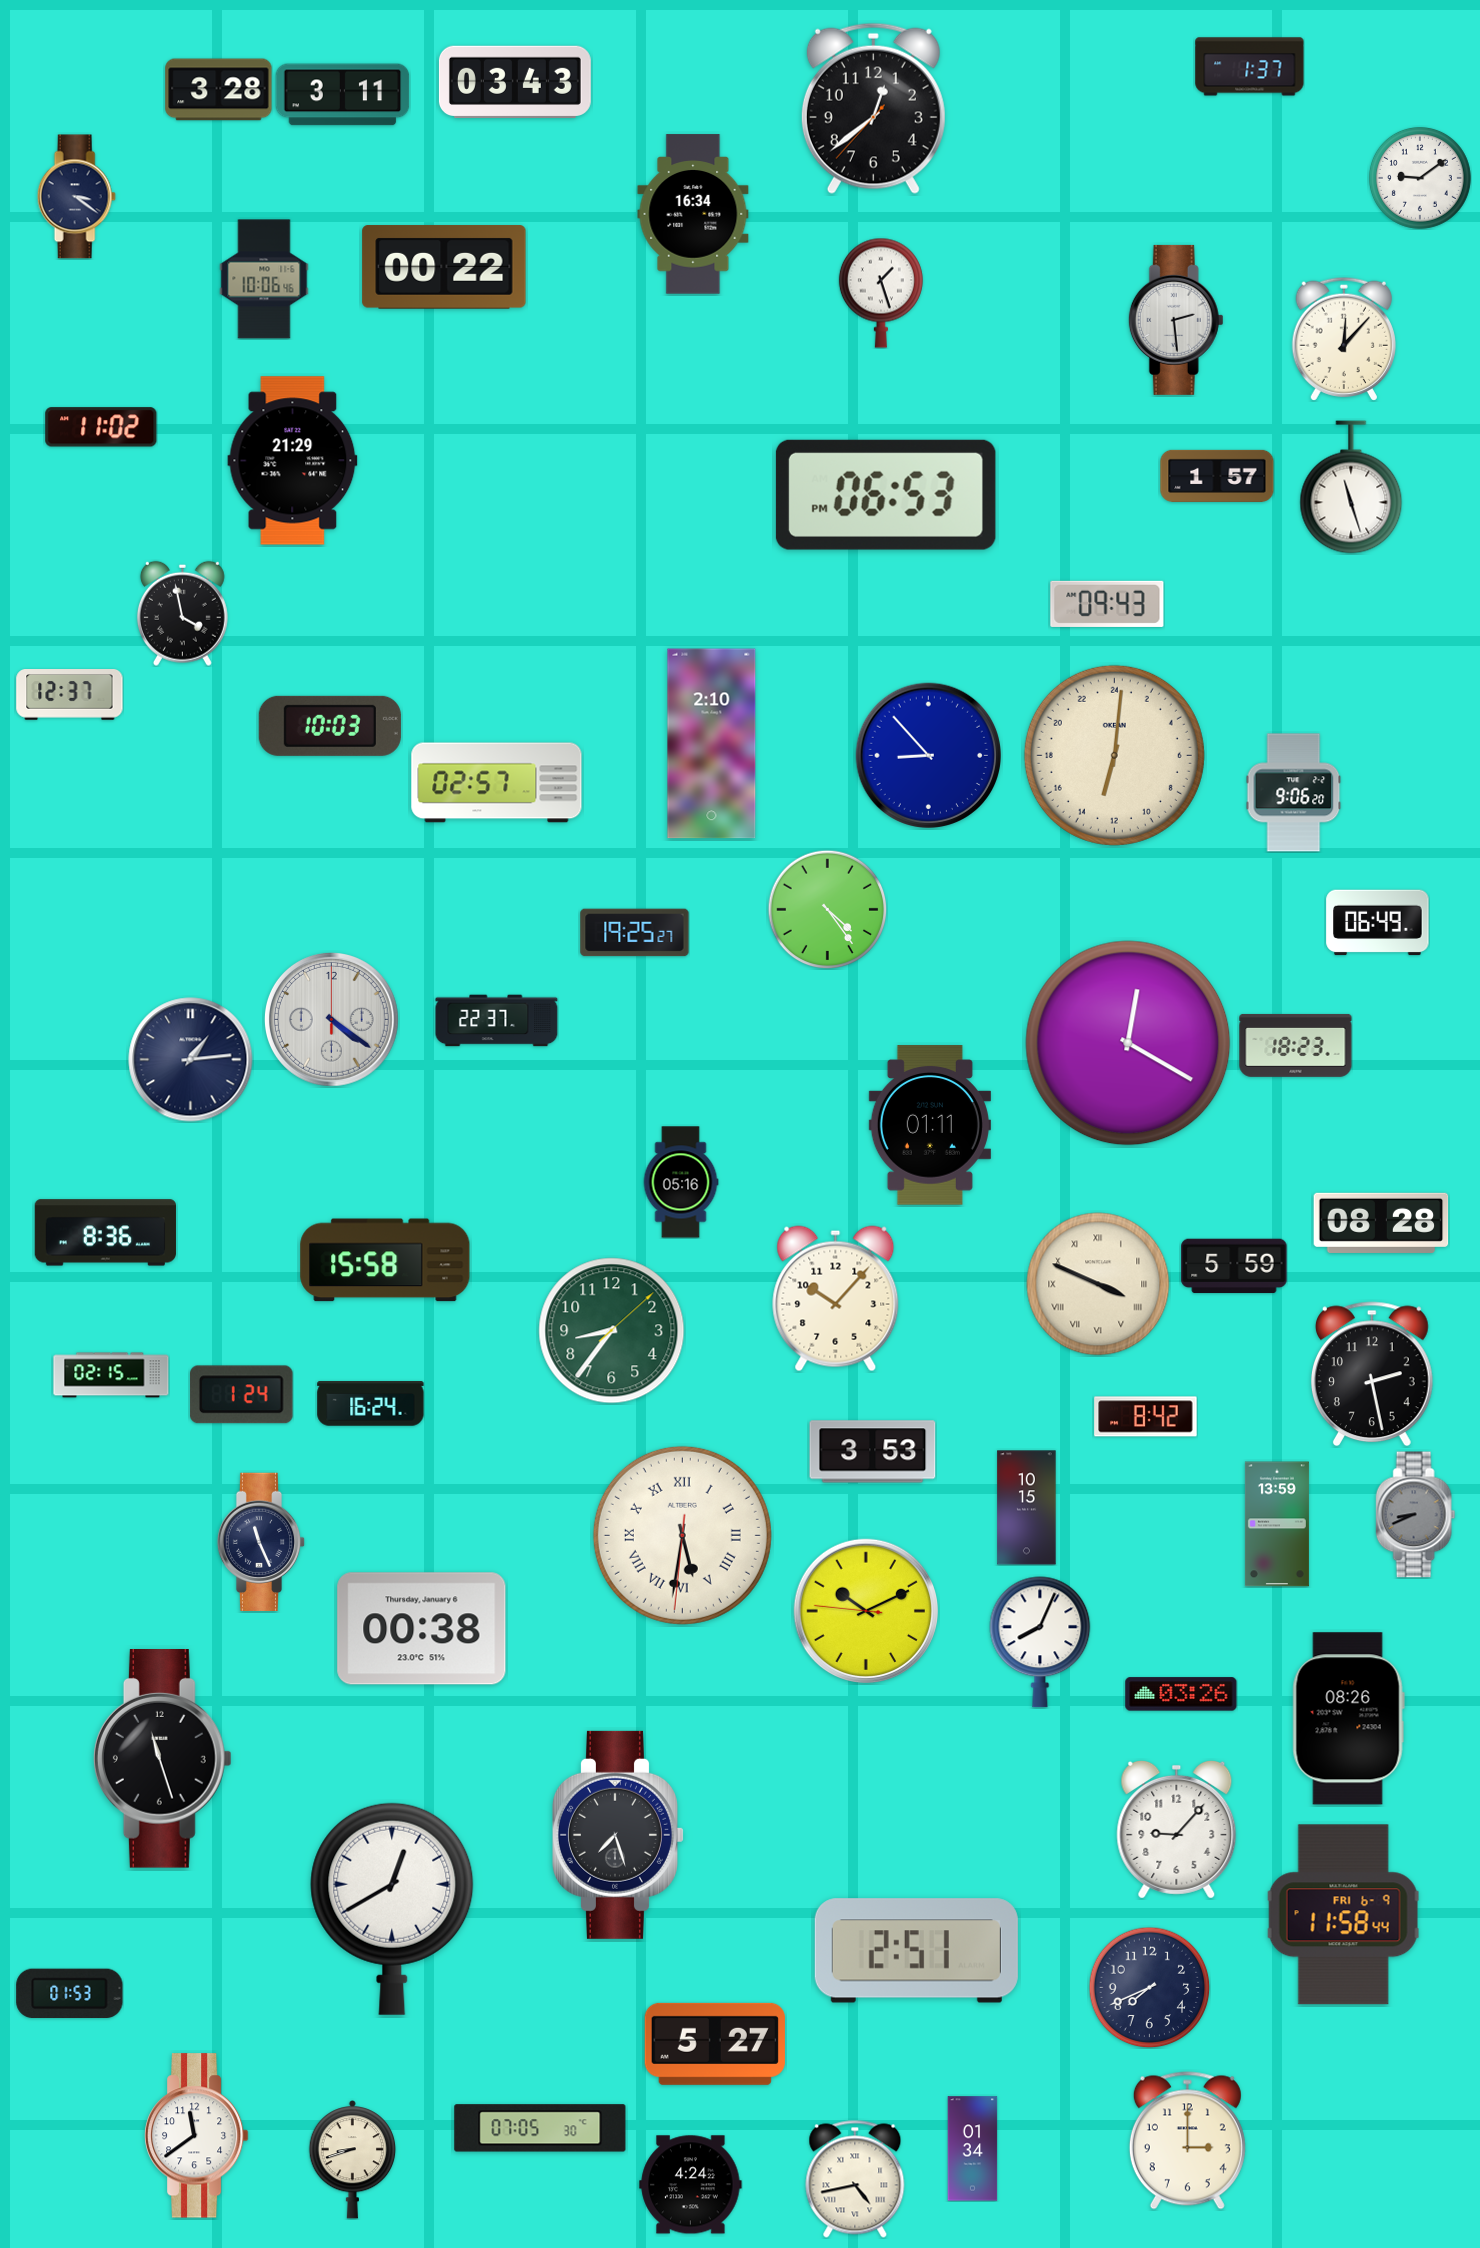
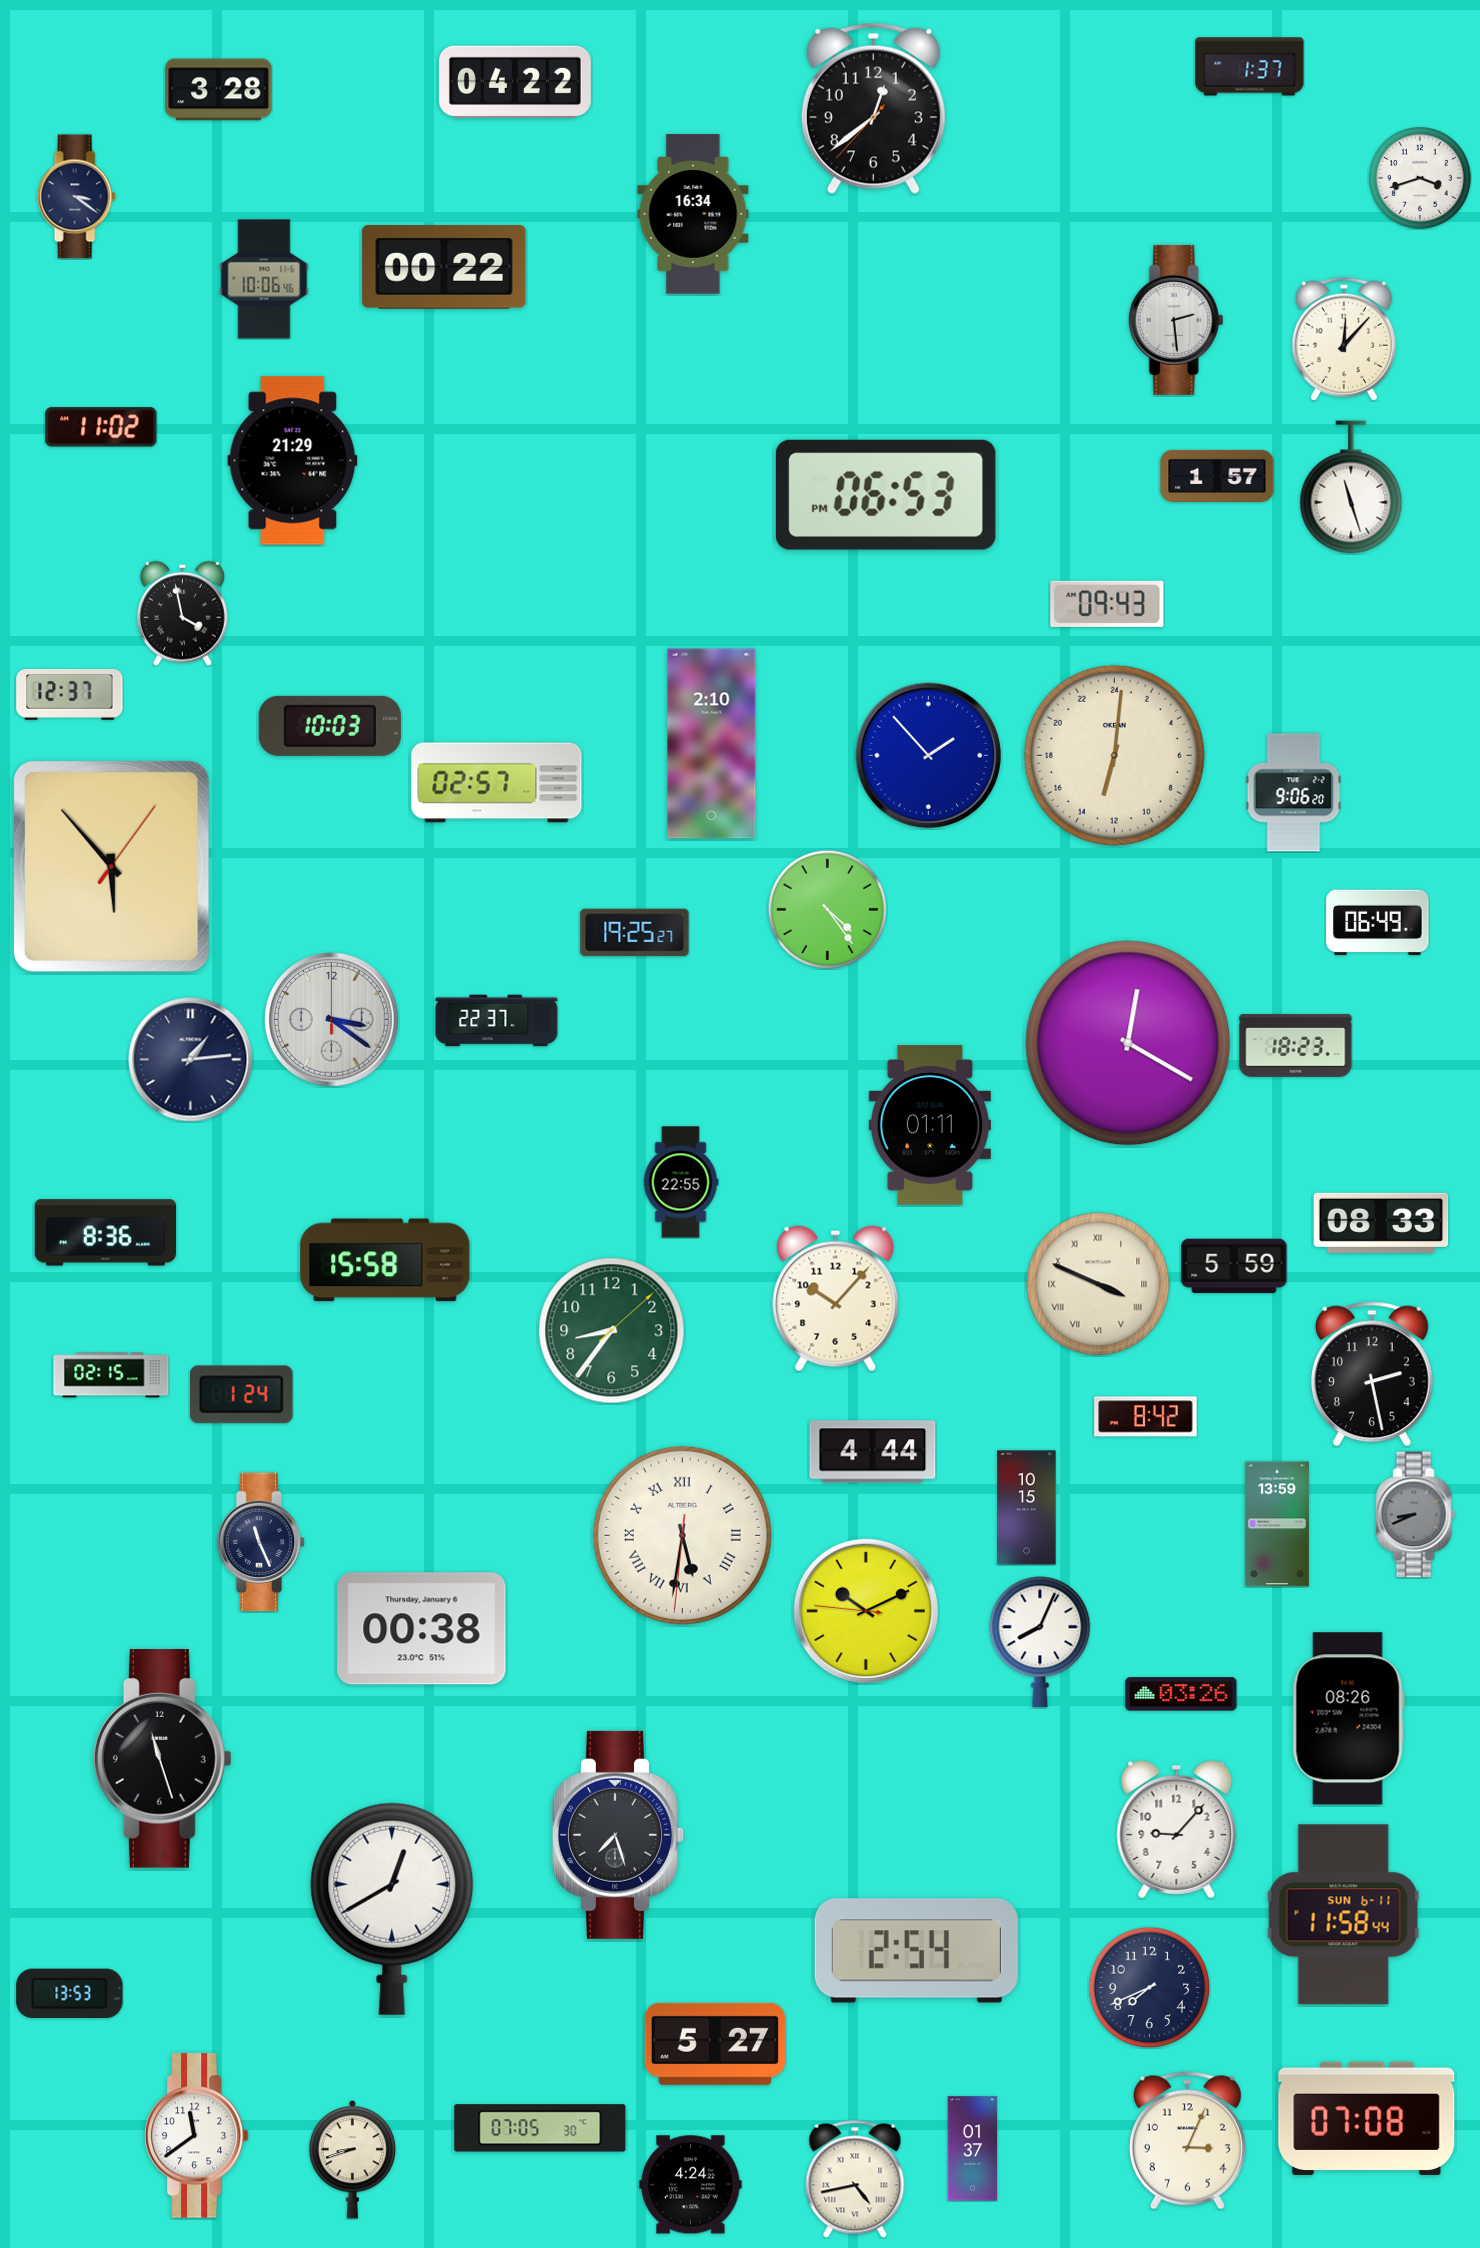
clock at (515, 81): 03:43 -> 04:22
clock at (343, 95): 3:11 -> none
clock at (1420, 178): 9:09 -> 3:42
clock at (881, 293): 1:27 -> none
clock at (928, 755): 8:53 -> 1:53
clock at (111, 866): none -> 5:53
clock at (331, 1019): 4:21 -> 3:21
clock at (681, 1182): 05:16 -> 22:55
clock at (1381, 1223): 08:28 -> 08:33
clock at (371, 1404): 16:24 -> none
clock at (873, 1452): 3:53 -> 4:44
clock at (1344, 1915) date: FRI 6-9 -> SUN 6-11
clock at (916, 1951): 2:51 -> 2:54
clock at (70, 1993): 01:53 -> 13:53
clock at (1367, 2118): none -> 07:08
clock at (1187, 2141): 3:00 -> 3:04
clock at (973, 2149): 01:34 -> 01:37
